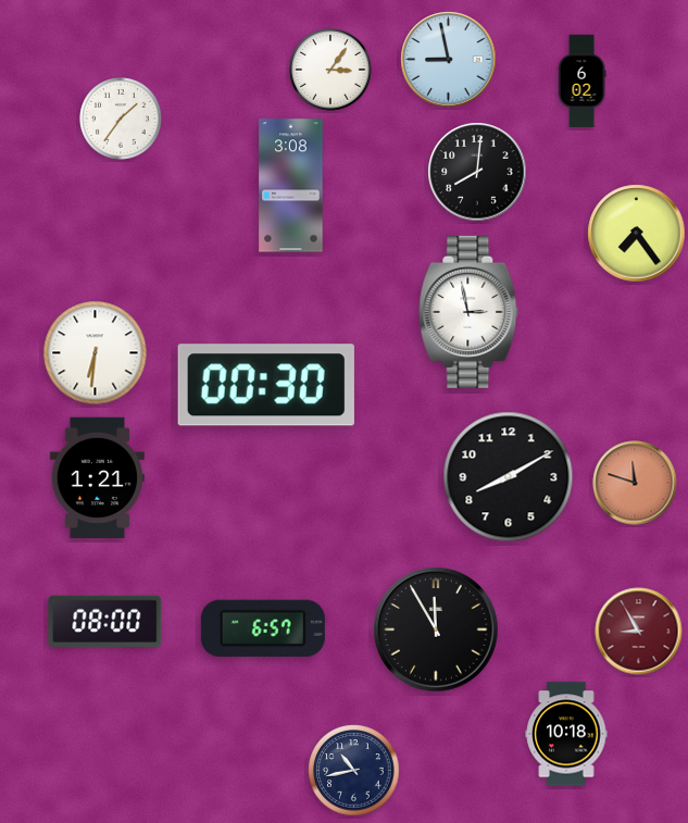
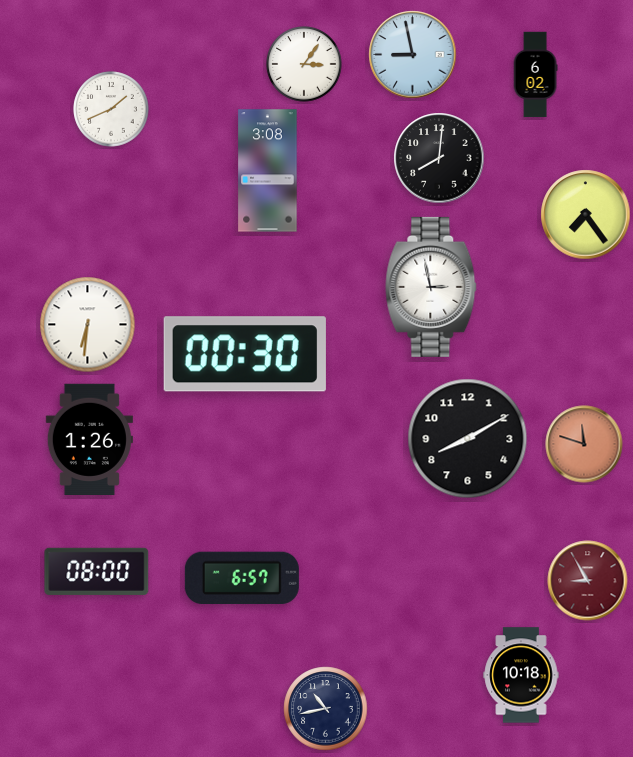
clock at (121, 119): 1:36 -> 1:41
clock at (97, 477): 1:21 -> 1:26
clock at (436, 629): 11:55 -> none
